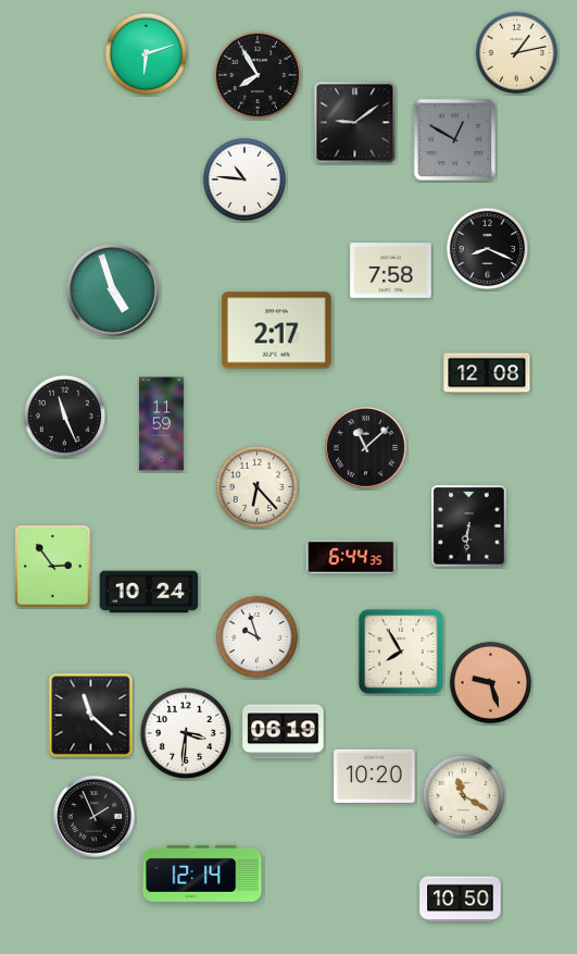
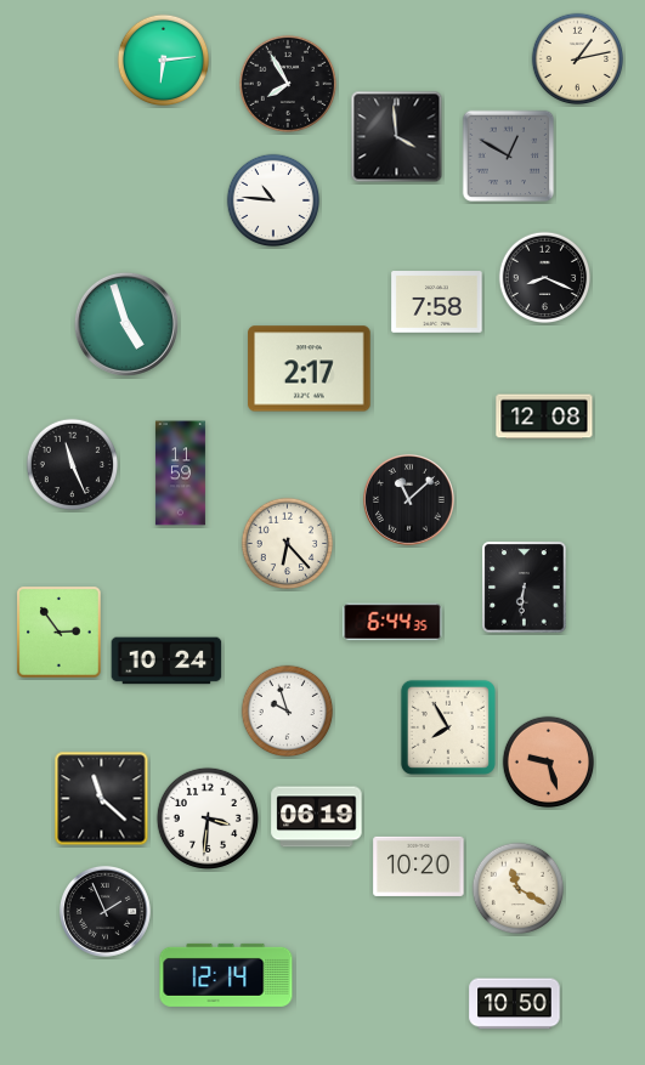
clock at (147, 54): 6:12 -> 6:14
clock at (355, 123): 9:09 -> 3:59
